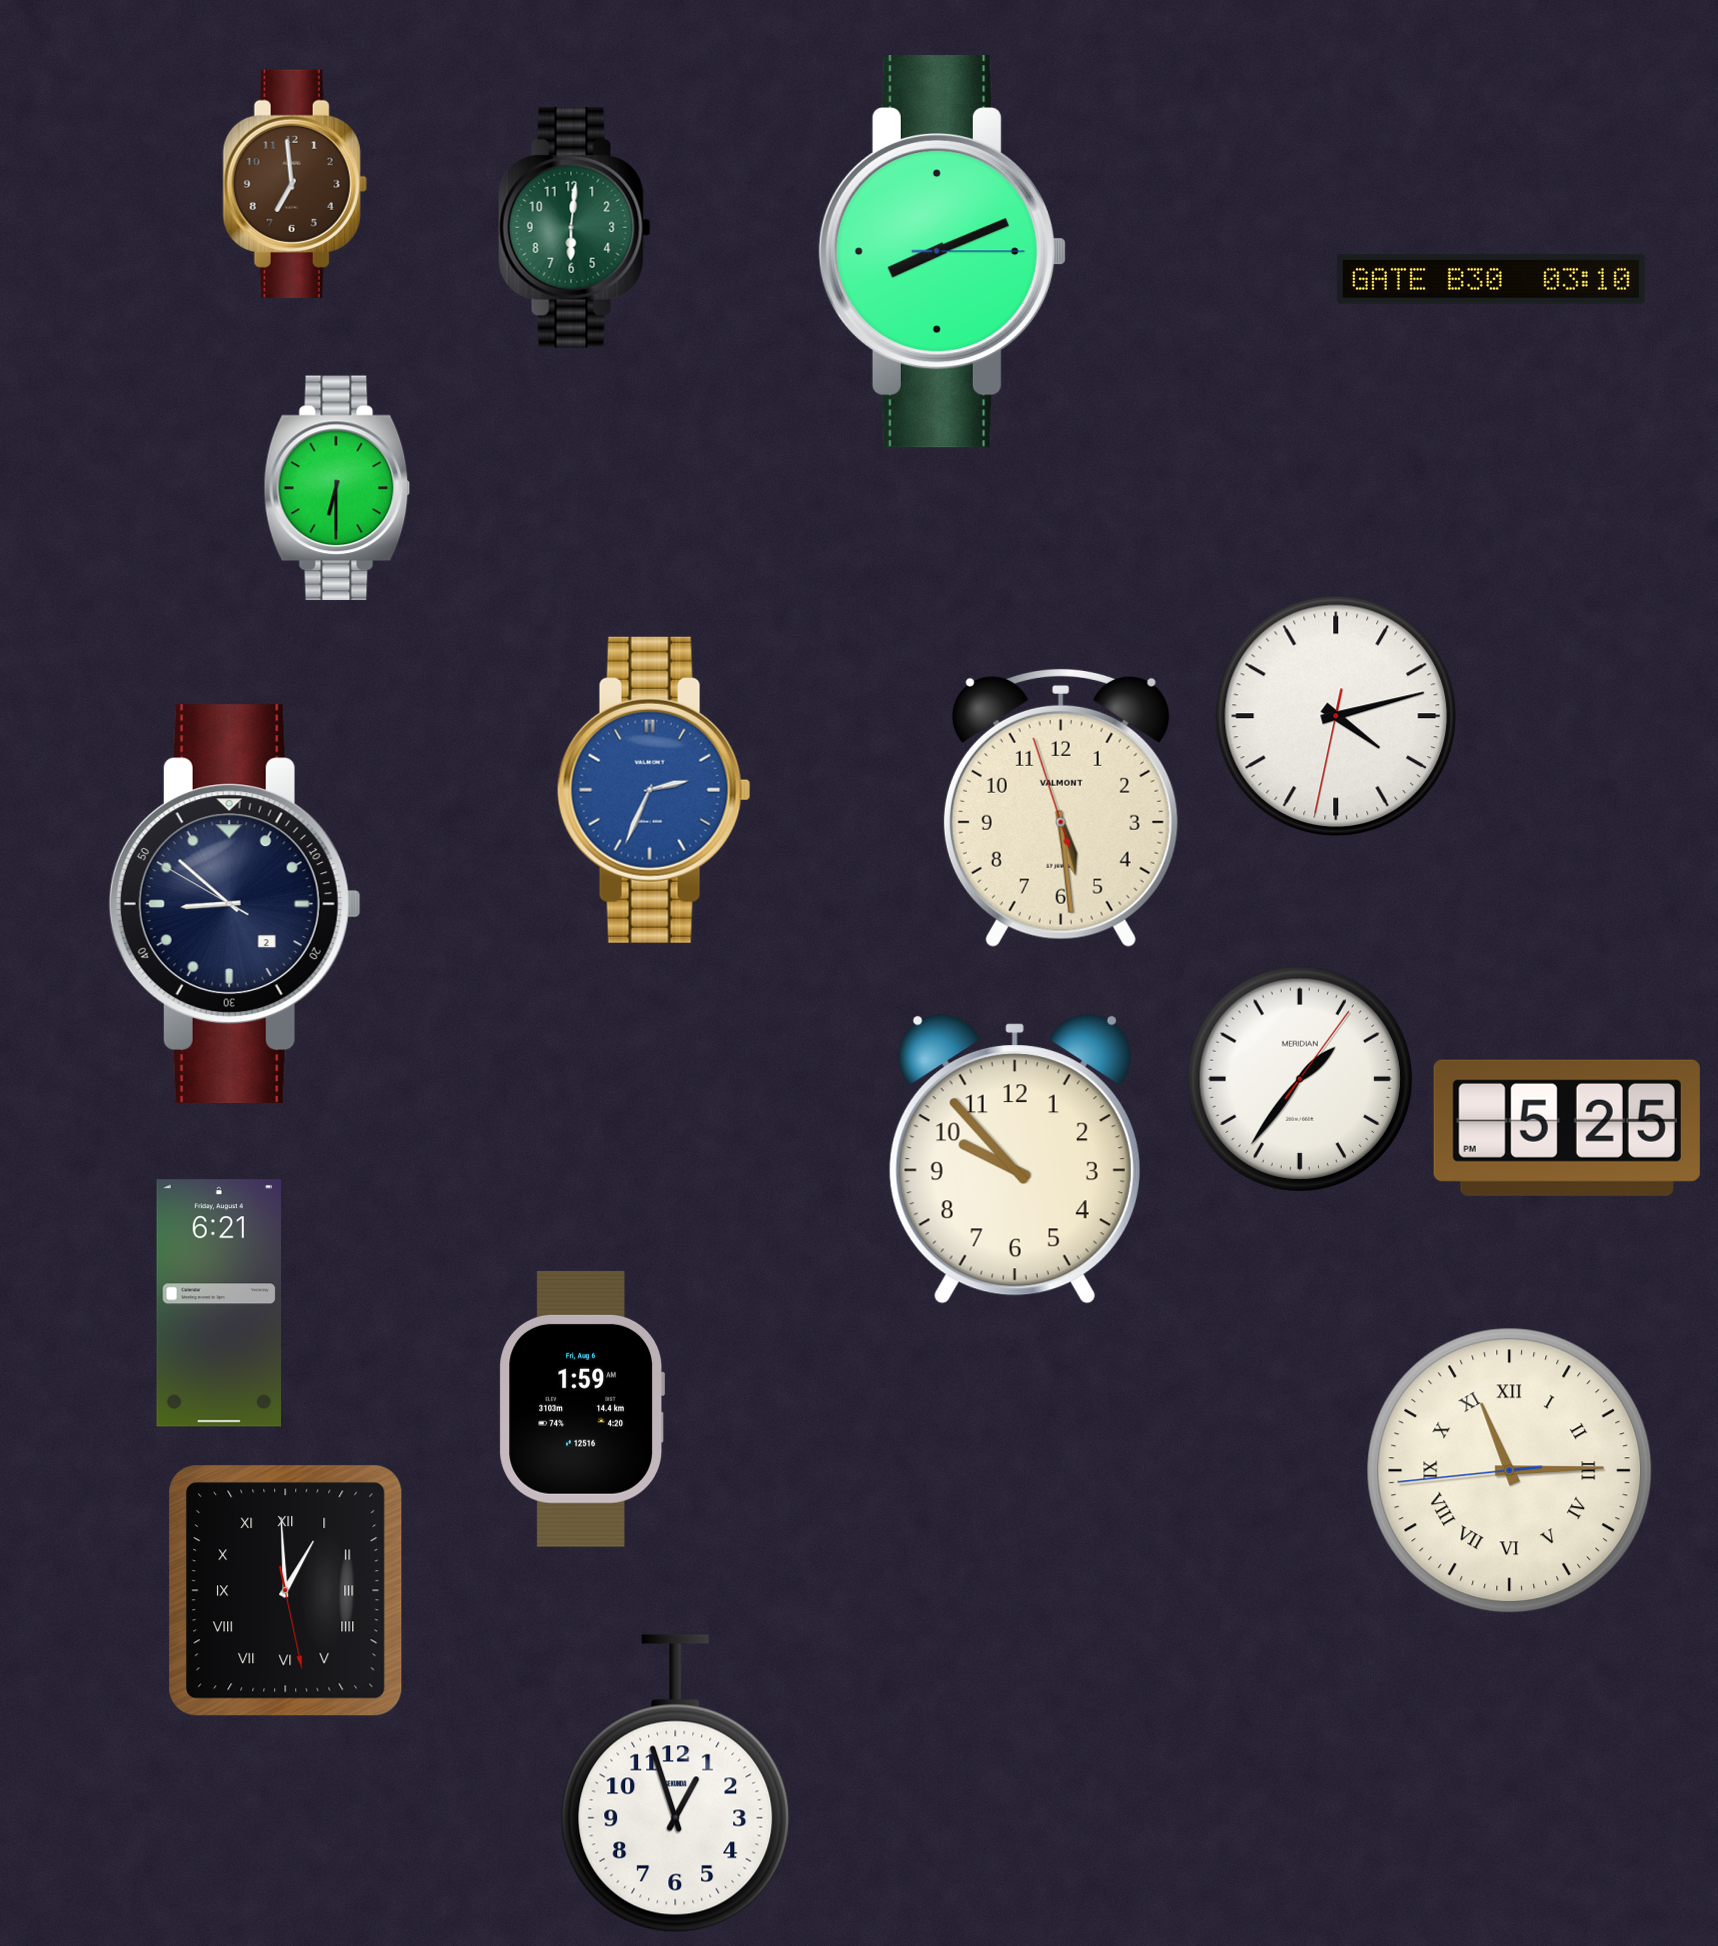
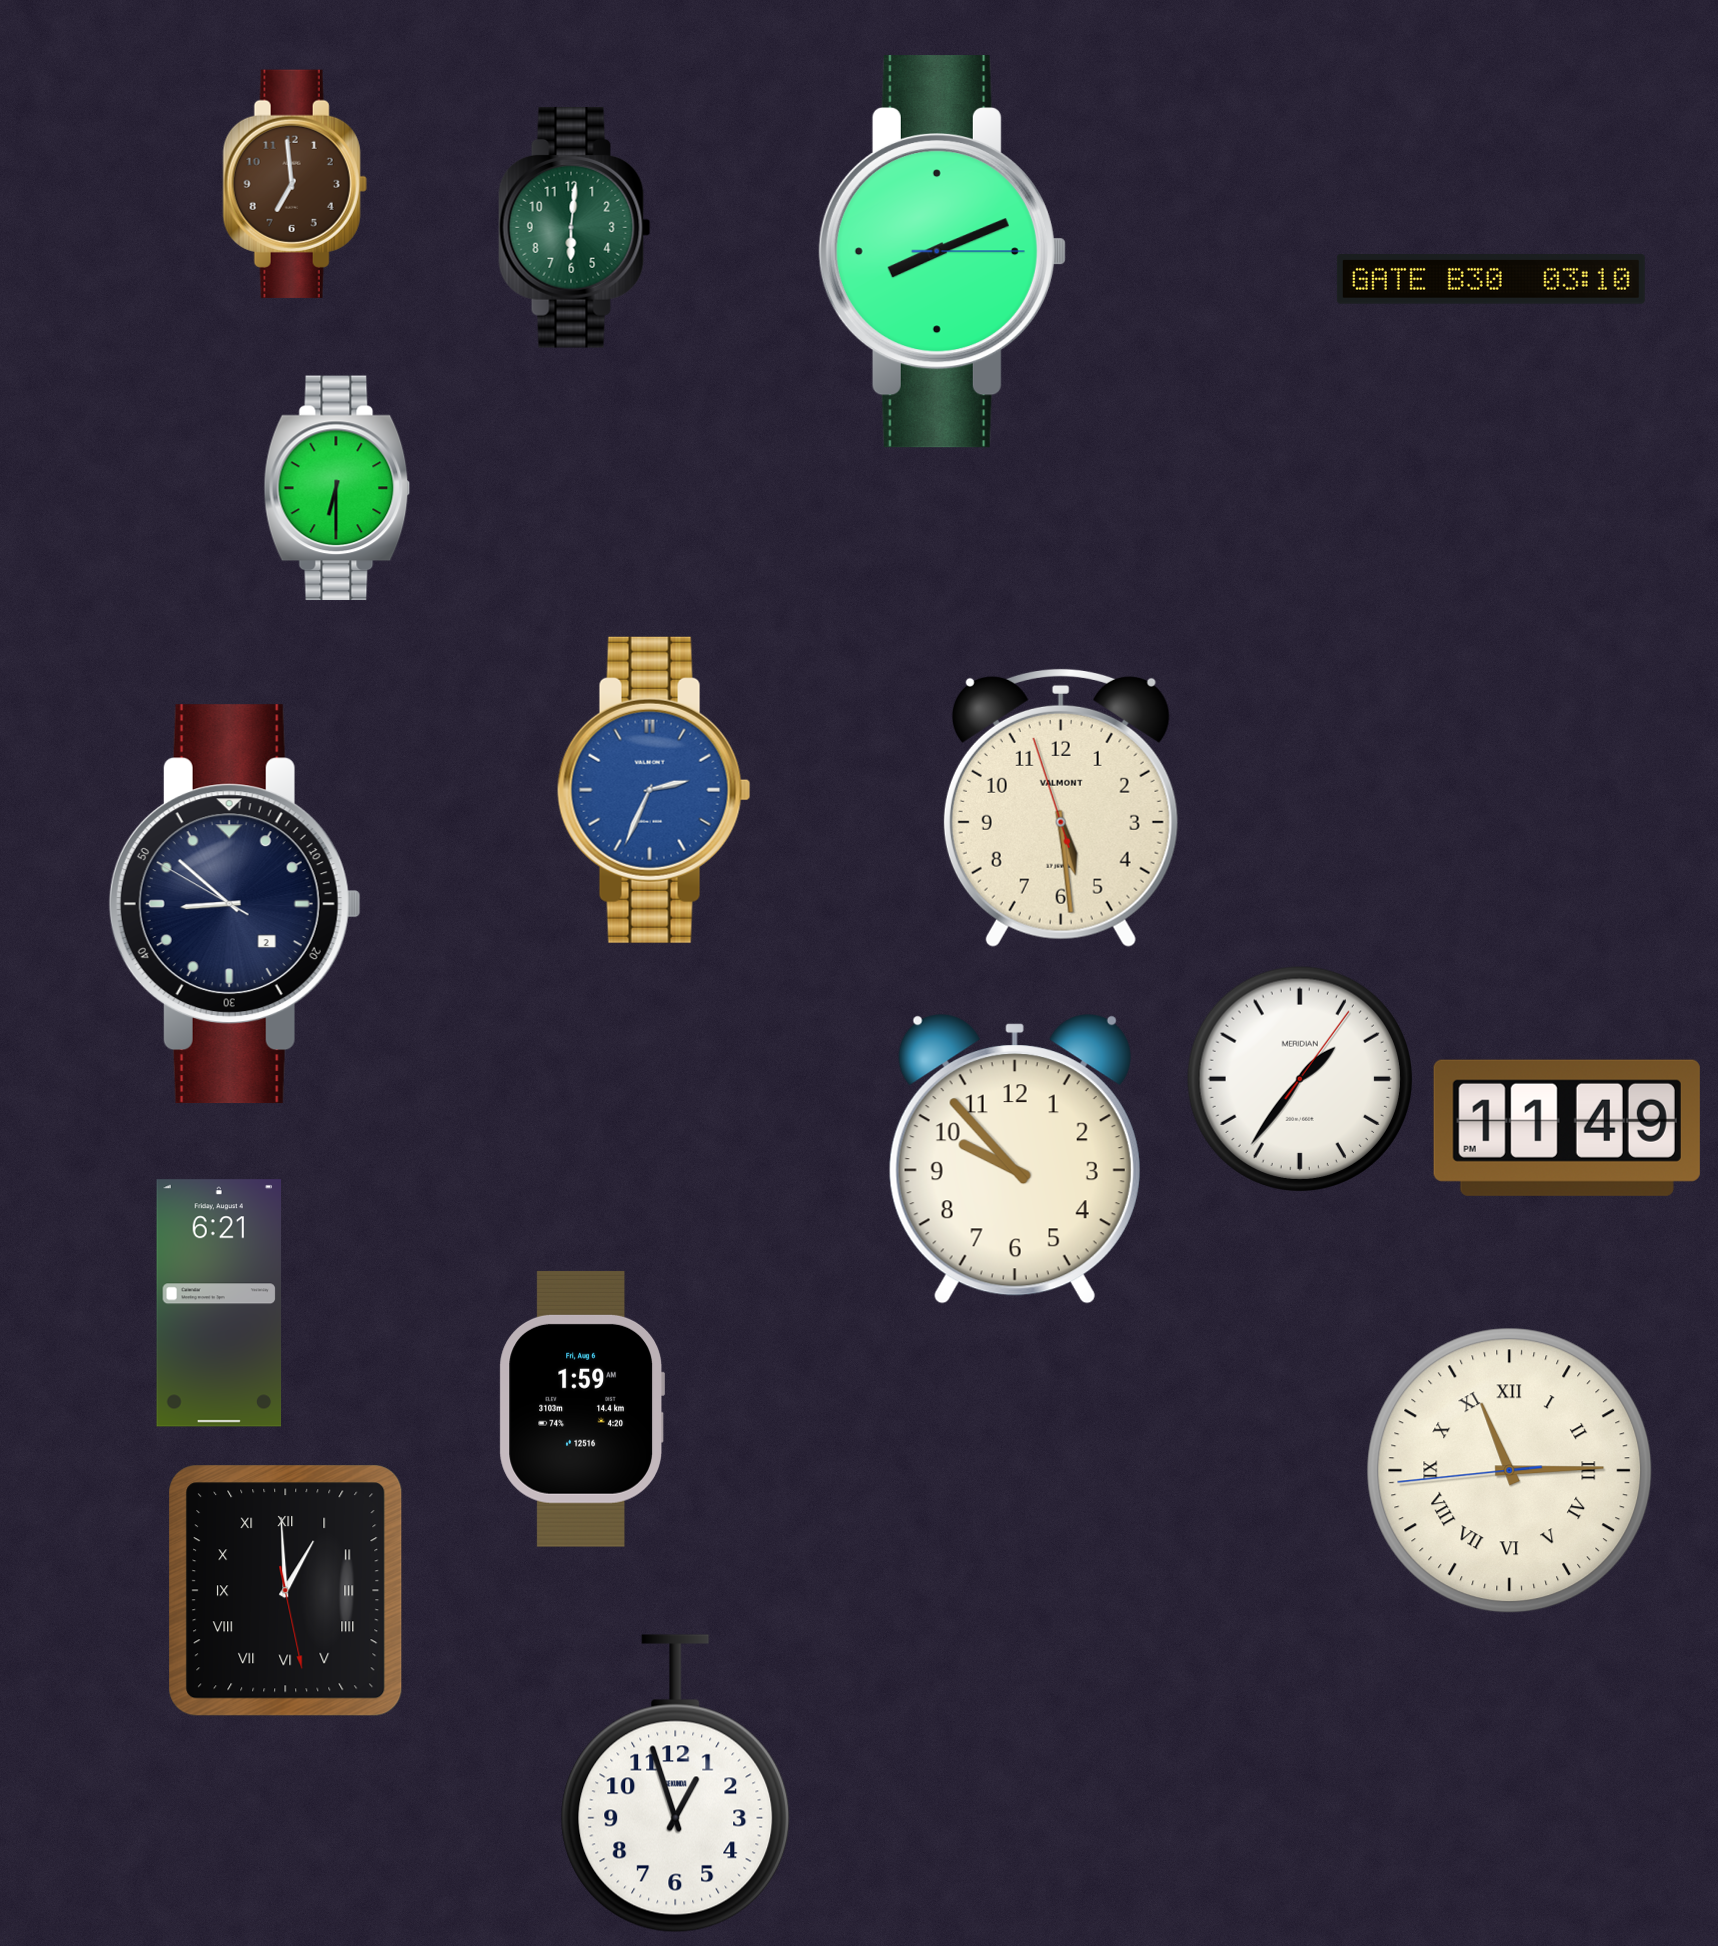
clock at (1336, 716): 4:12 -> none
clock at (1567, 1128): 5:25 -> 11:49
